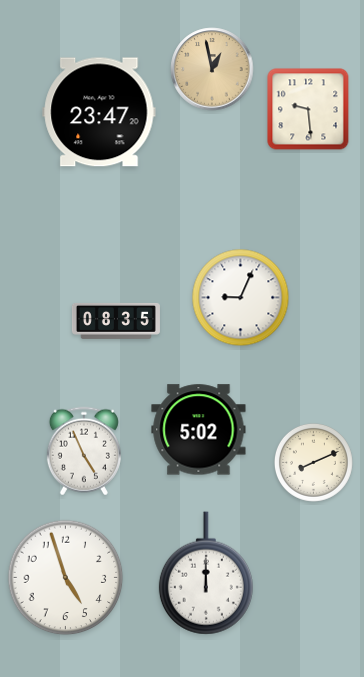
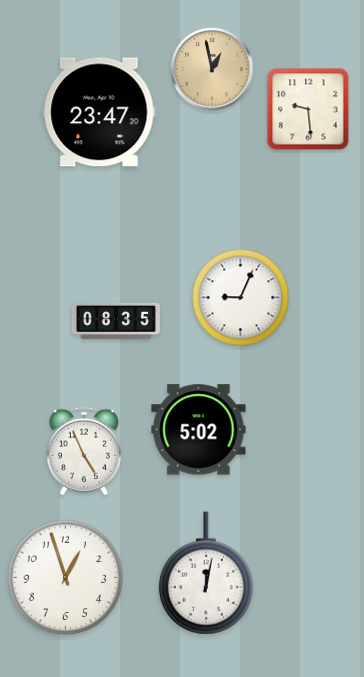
clock at (313, 462): 8:11 -> none
clock at (206, 573): 12:00 -> 12:02
clock at (66, 578): 4:57 -> 12:57
